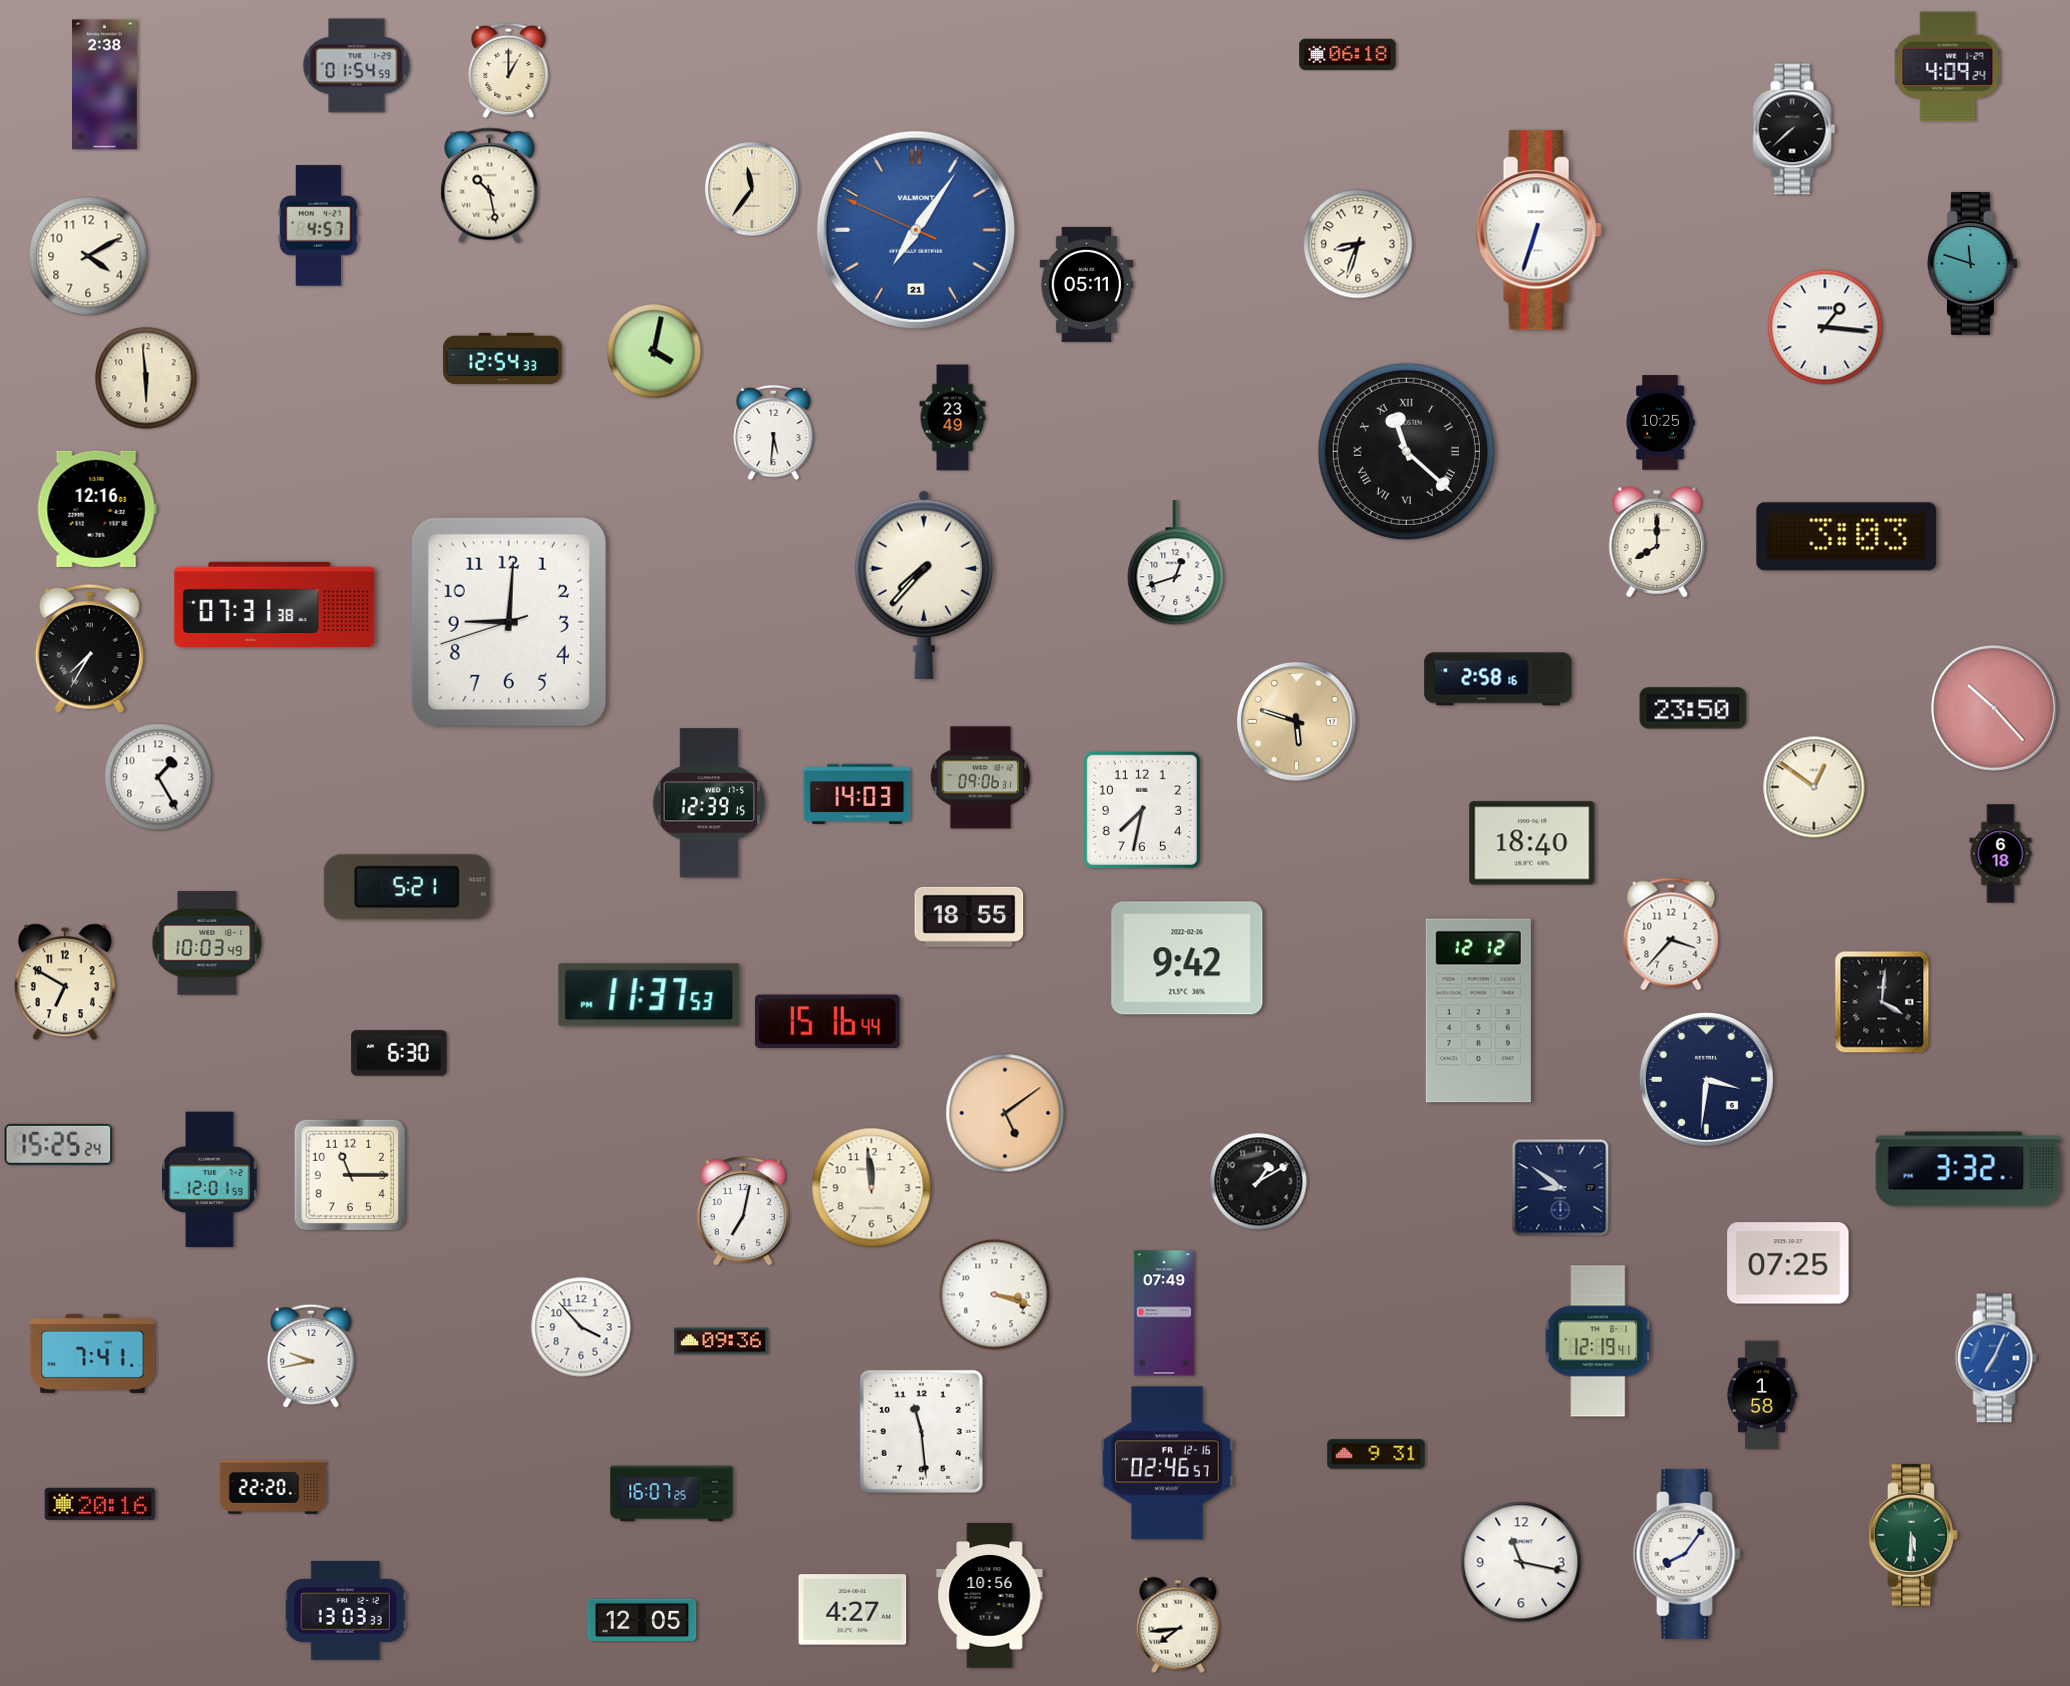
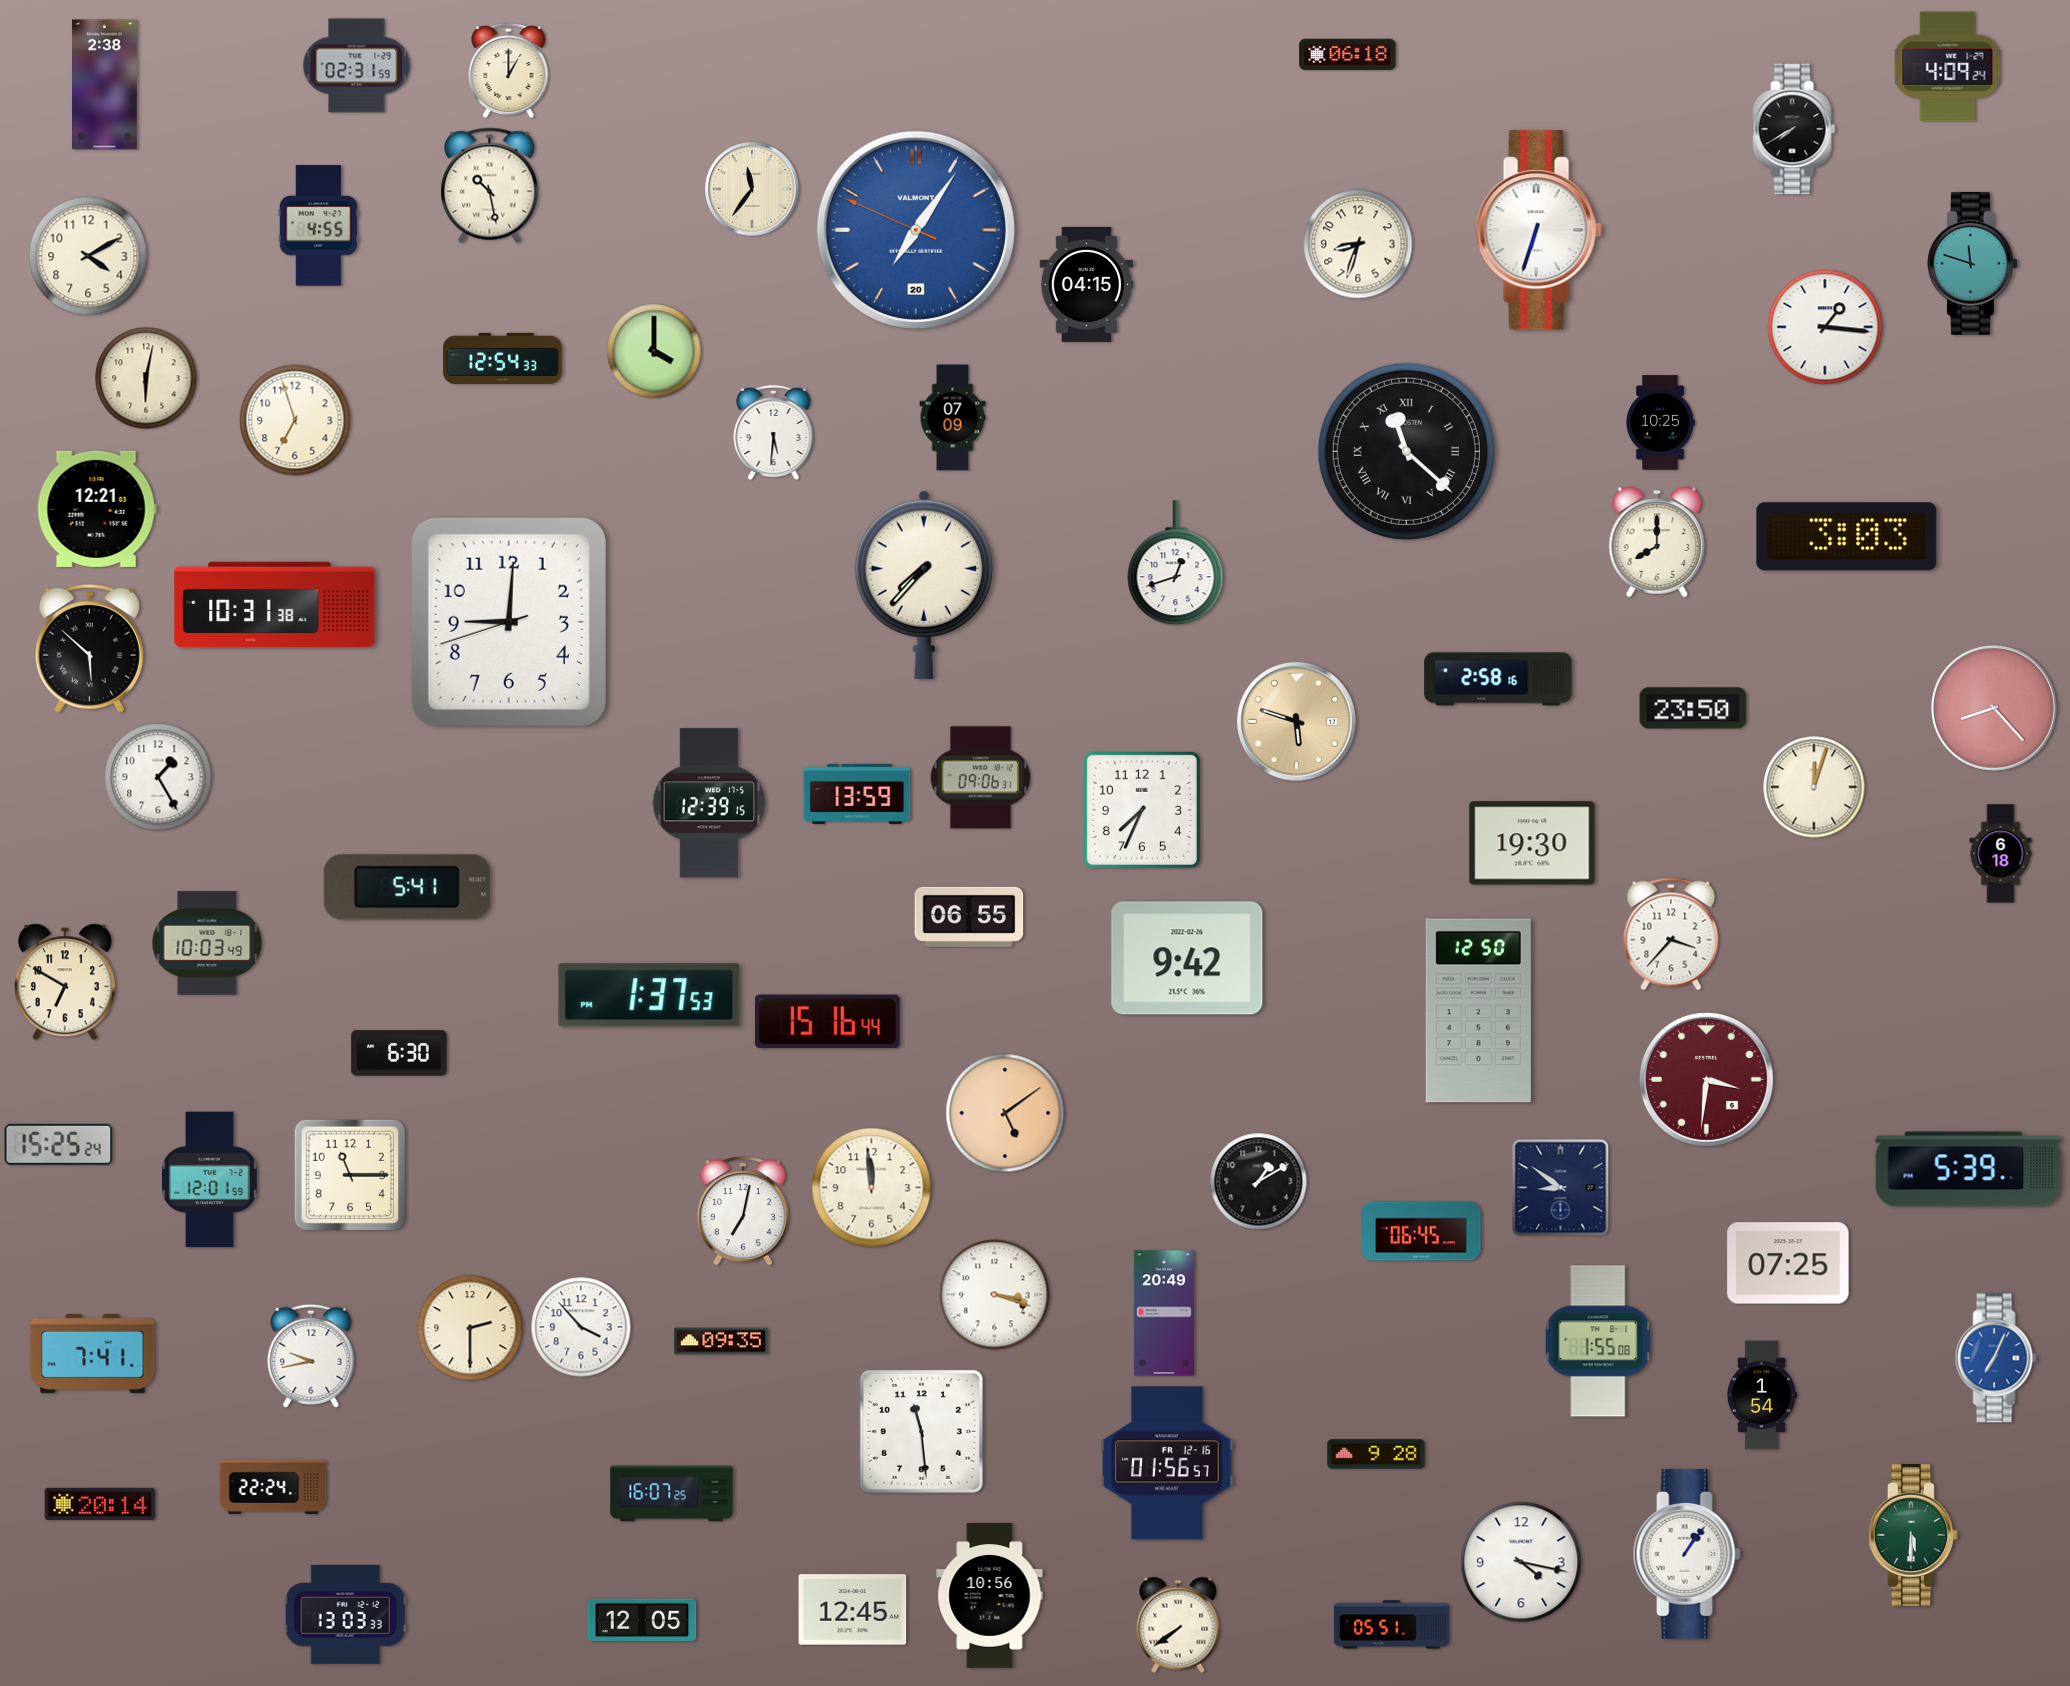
clock at (357, 66): 01:54 -> 02:31
clock at (1794, 129): 7:38 -> 7:40
clock at (318, 226): 4:57 -> 4:55
clock at (916, 230) date: 21 -> 20
clock at (1087, 284): 05:11 -> 04:15
clock at (654, 351): 4:02 -> 4:00
clock at (146, 378): 5:59 -> 6:02
clock at (953, 418): 23:49 -> 07:09
clock at (295, 420): none -> 6:57
clock at (97, 509): 12:16 -> 12:21
clock at (275, 604): 07:31 -> 10:31
clock at (89, 648): 7:35 -> 5:52
clock at (1994, 708): 10:23 -> 8:23
clock at (1814, 787): 12:51 -> 12:03
clock at (857, 794): 14:03 -> 13:59
clock at (1142, 810): 7:32 -> 7:34
clock at (1532, 843): 18:40 -> 19:30
clock at (407, 887): 5:21 -> 5:41
clock at (969, 917): 18:55 -> 06:55
clock at (649, 995): 11:37 -> 1:37
clock at (1882, 1002): 4:01 -> none
clock at (1478, 1011): 12:12 -> 12:50
clock at (1706, 1079) dial: navy -> burgundy
clock at (1968, 1169): 3:32 -> 5:39
clock at (1421, 1231): none -> 06:45
clock at (1163, 1313): 07:49 -> 20:49
clock at (470, 1328): none -> 2:30
clock at (721, 1341): 09:36 -> 09:35
clock at (1598, 1341): 12:19 -> 1:55
clock at (1761, 1395): 1:58 -> 1:54
clock at (1376, 1454): 9:31 -> 9:28
clock at (1167, 1463): 02:46 -> 01:56
clock at (273, 1487): 22:20 -> 22:24
clock at (100, 1504): 20:16 -> 20:14
clock at (1687, 1554): 8:06 -> 1:06
clock at (1521, 1562): 11:17 -> 4:17
clock at (345, 1610) position: (345, 1610) -> (345, 1614)
clock at (853, 1610): 4:27 -> 12:45
clock at (1178, 1625): 7:44 -> 7:39
clock at (1391, 1625): none -> 05:51
